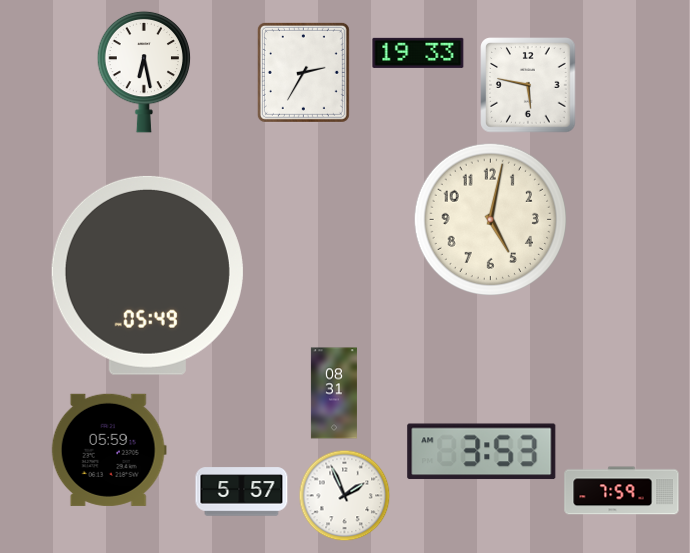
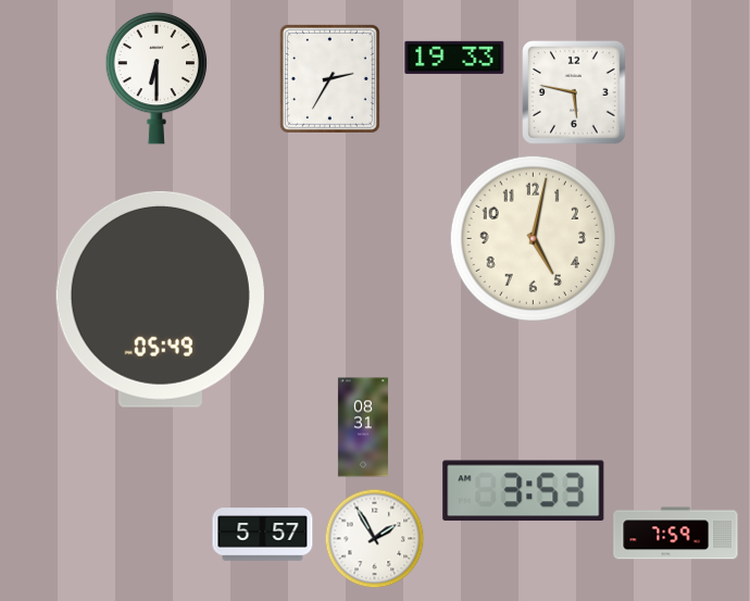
clock at (144, 72): 6:28 -> 6:30
clock at (109, 450): 05:59 -> none
clock at (345, 496): 1:56 -> 1:55
